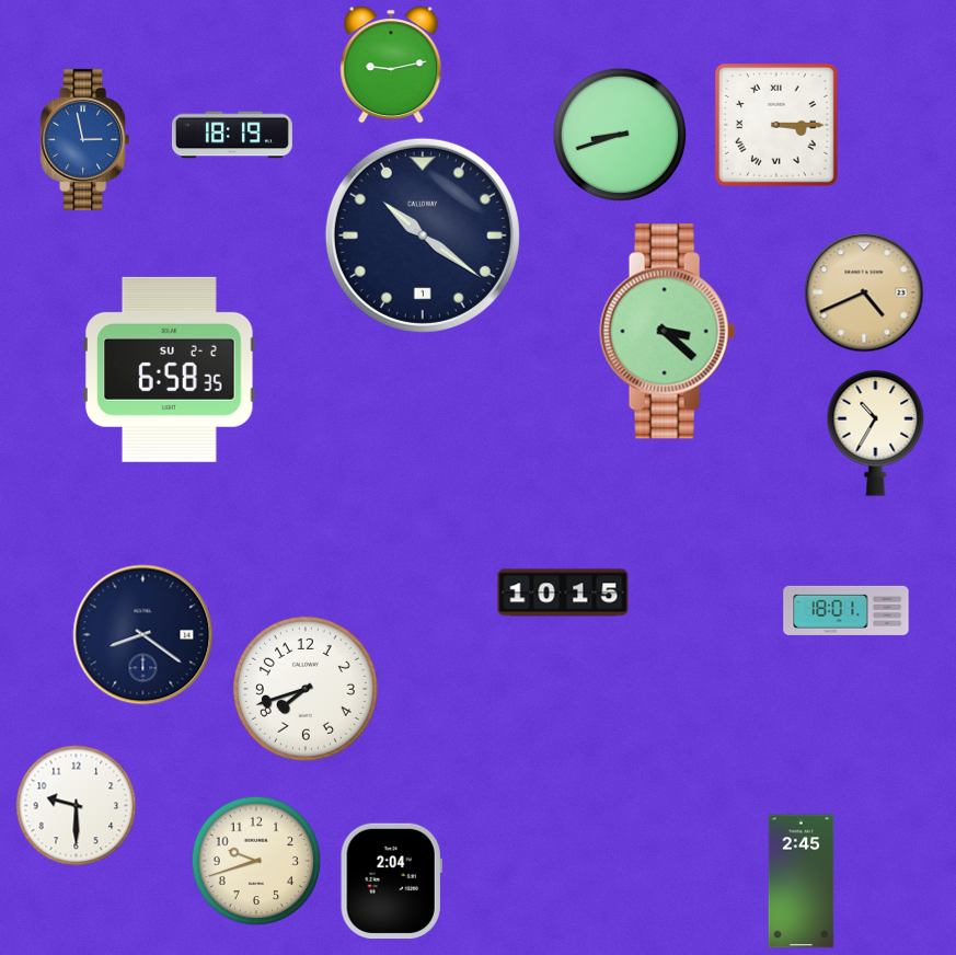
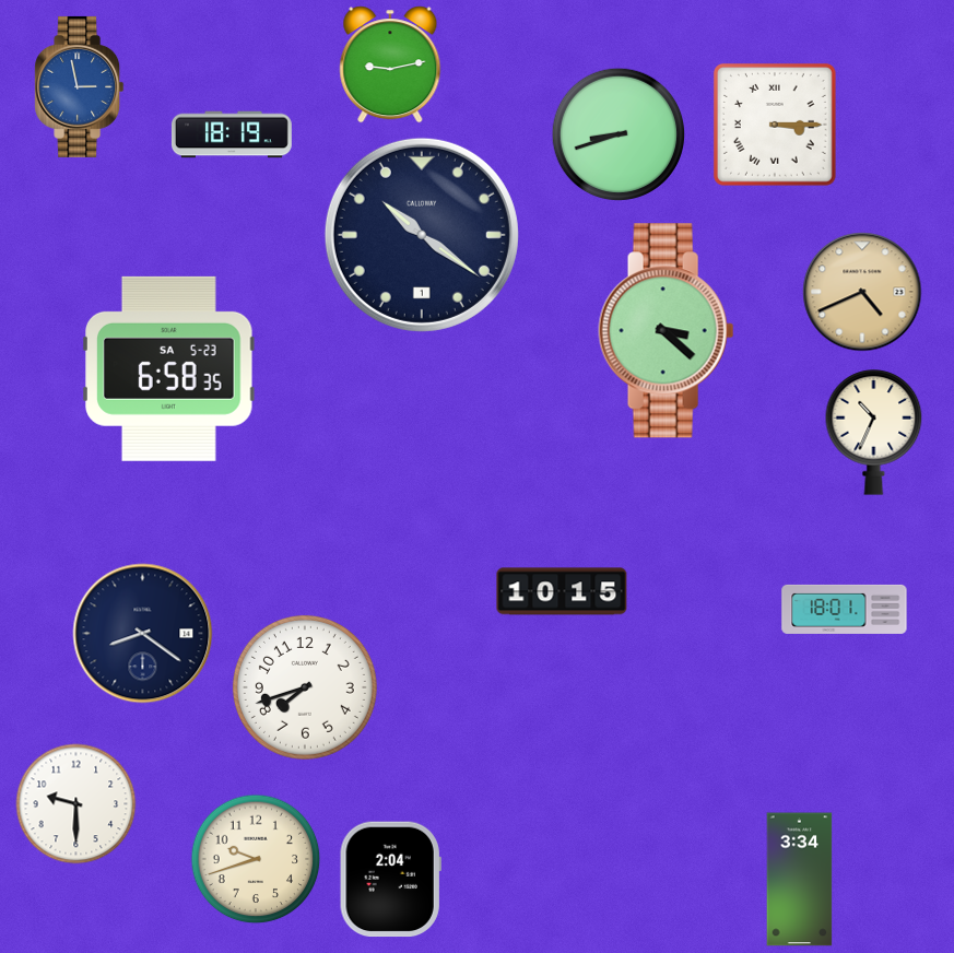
clock at (85, 139) position: (85, 139) -> (80, 86)
clock at (170, 369) date: SU 2-2 -> SA 5-23
clock at (876, 434): 10:35 -> 10:34
clock at (802, 882): 2:45 -> 3:34
